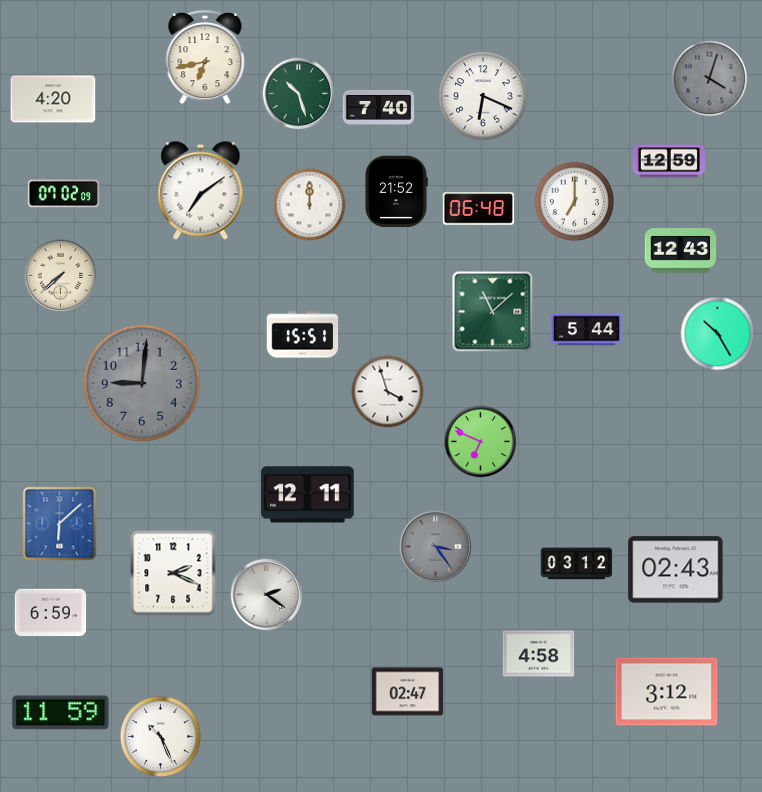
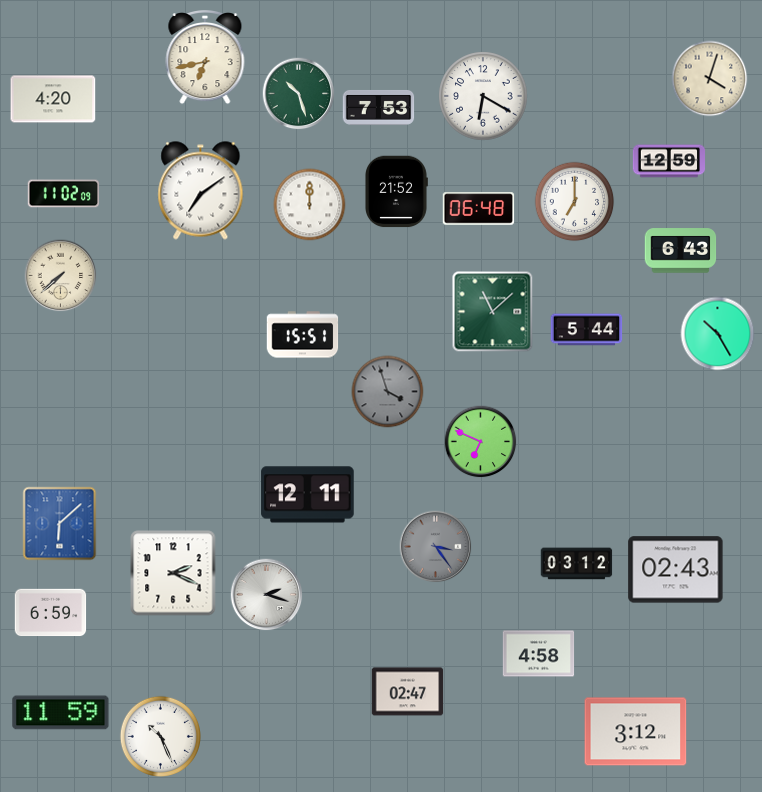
clock at (710, 79) dial: grey -> cream
clock at (483, 96): 6:19 -> 6:20
clock at (379, 107): 7:40 -> 7:53
clock at (64, 194): 07:02 -> 11:02
clock at (681, 251): 12:43 -> 6:43
clock at (142, 383): 9:01 -> none
clock at (388, 392) dial: white -> grey
clock at (267, 595): 2:21 -> 2:18
clock at (667, 692) position: (667, 692) -> (636, 732)
